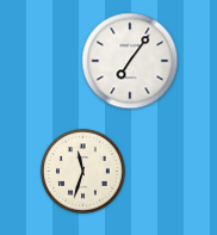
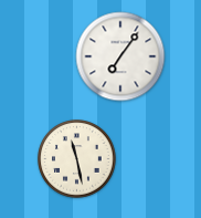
clock at (83, 172): 11:33 -> 11:28
